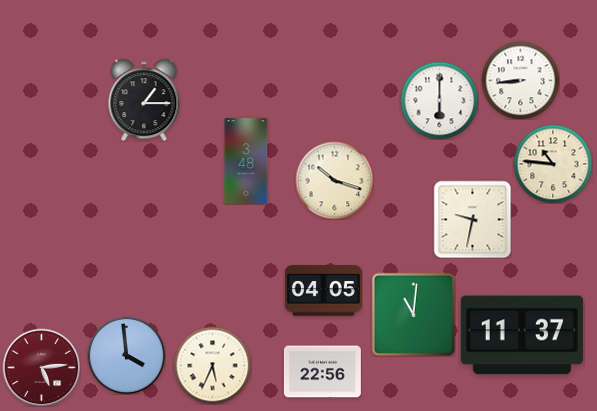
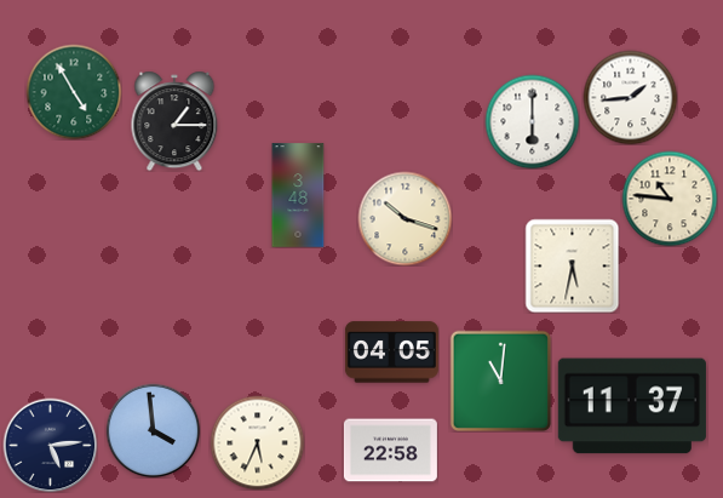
clock at (74, 92): none -> 4:55
clock at (520, 80): 8:44 -> 1:44
clock at (472, 219): 9:32 -> 5:32
clock at (41, 367) dial: burgundy -> navy
clock at (322, 372): 22:56 -> 22:58
